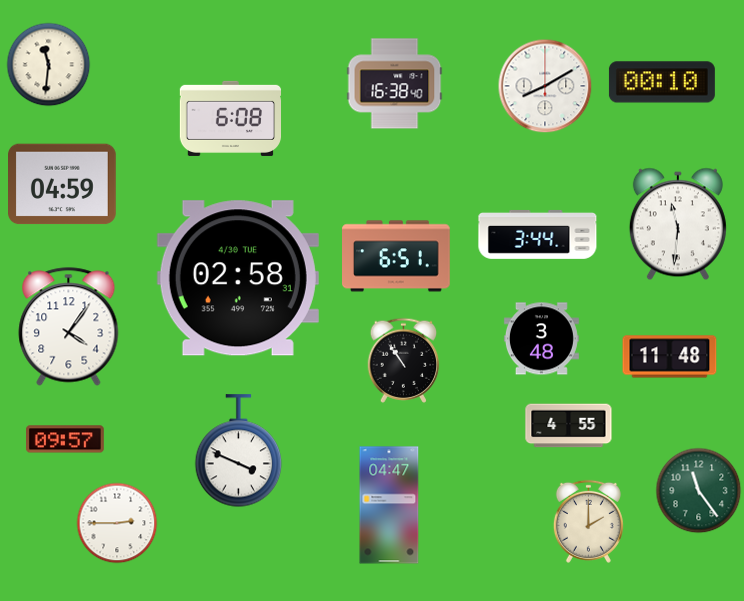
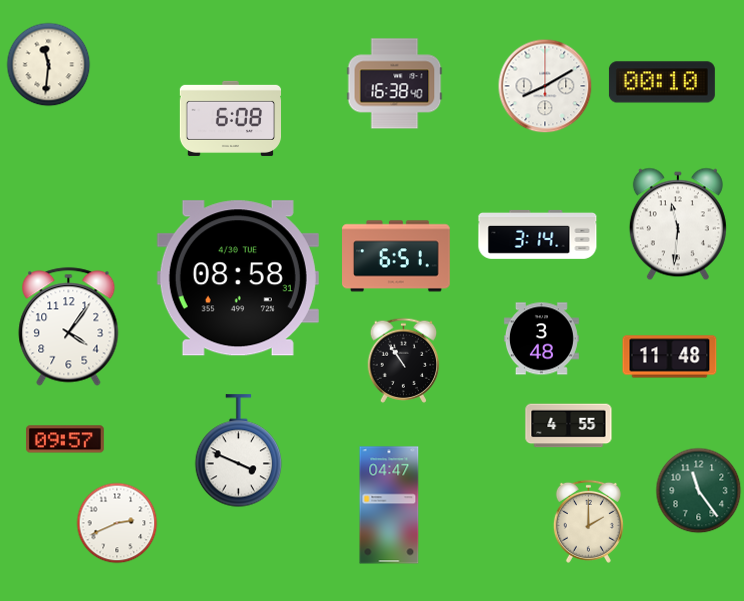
clock at (63, 184): 04:59 -> none
clock at (538, 234): 3:44 -> 3:14
clock at (238, 278): 02:58 -> 08:58
clock at (117, 523): 2:45 -> 2:41
